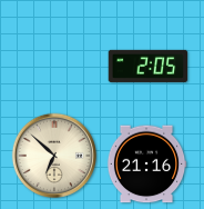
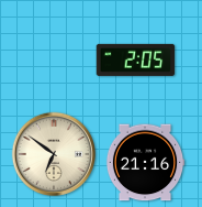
clock at (149, 66) position: (149, 66) -> (136, 59)
clock at (53, 155): 6:52 -> 6:51
